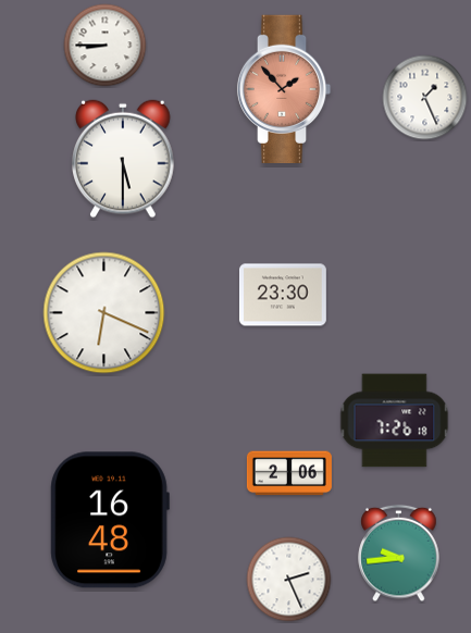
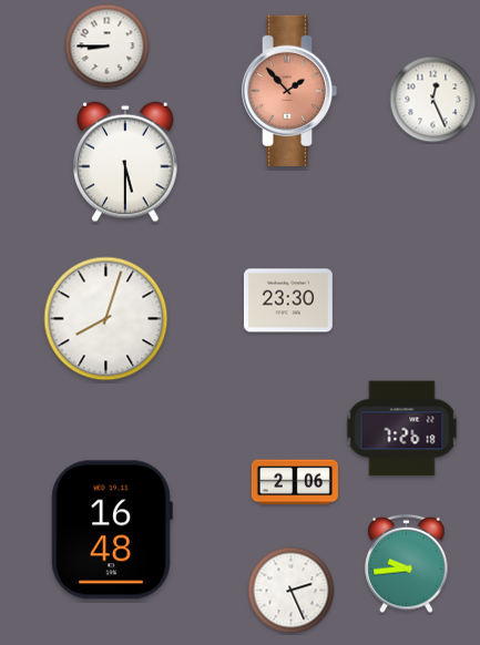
clock at (425, 98): 1:26 -> 12:26
clock at (104, 313): 6:19 -> 8:03
clock at (289, 580) position: (289, 580) -> (292, 591)
